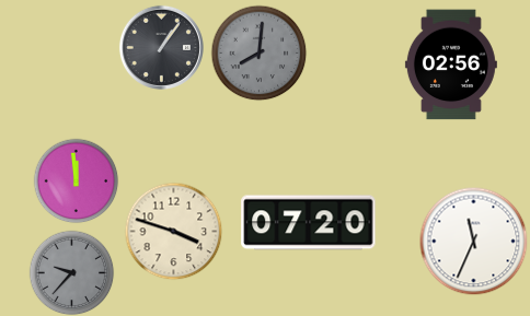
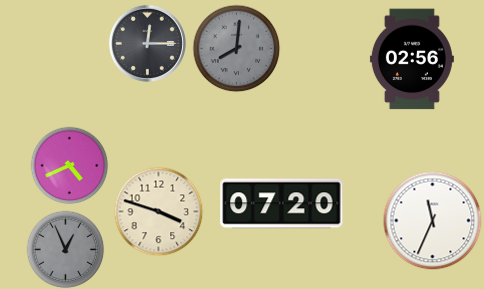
clock at (161, 47): 1:06 -> 12:15
clock at (76, 180): 11:59 -> 4:41
clock at (71, 272): 9:37 -> 12:56
